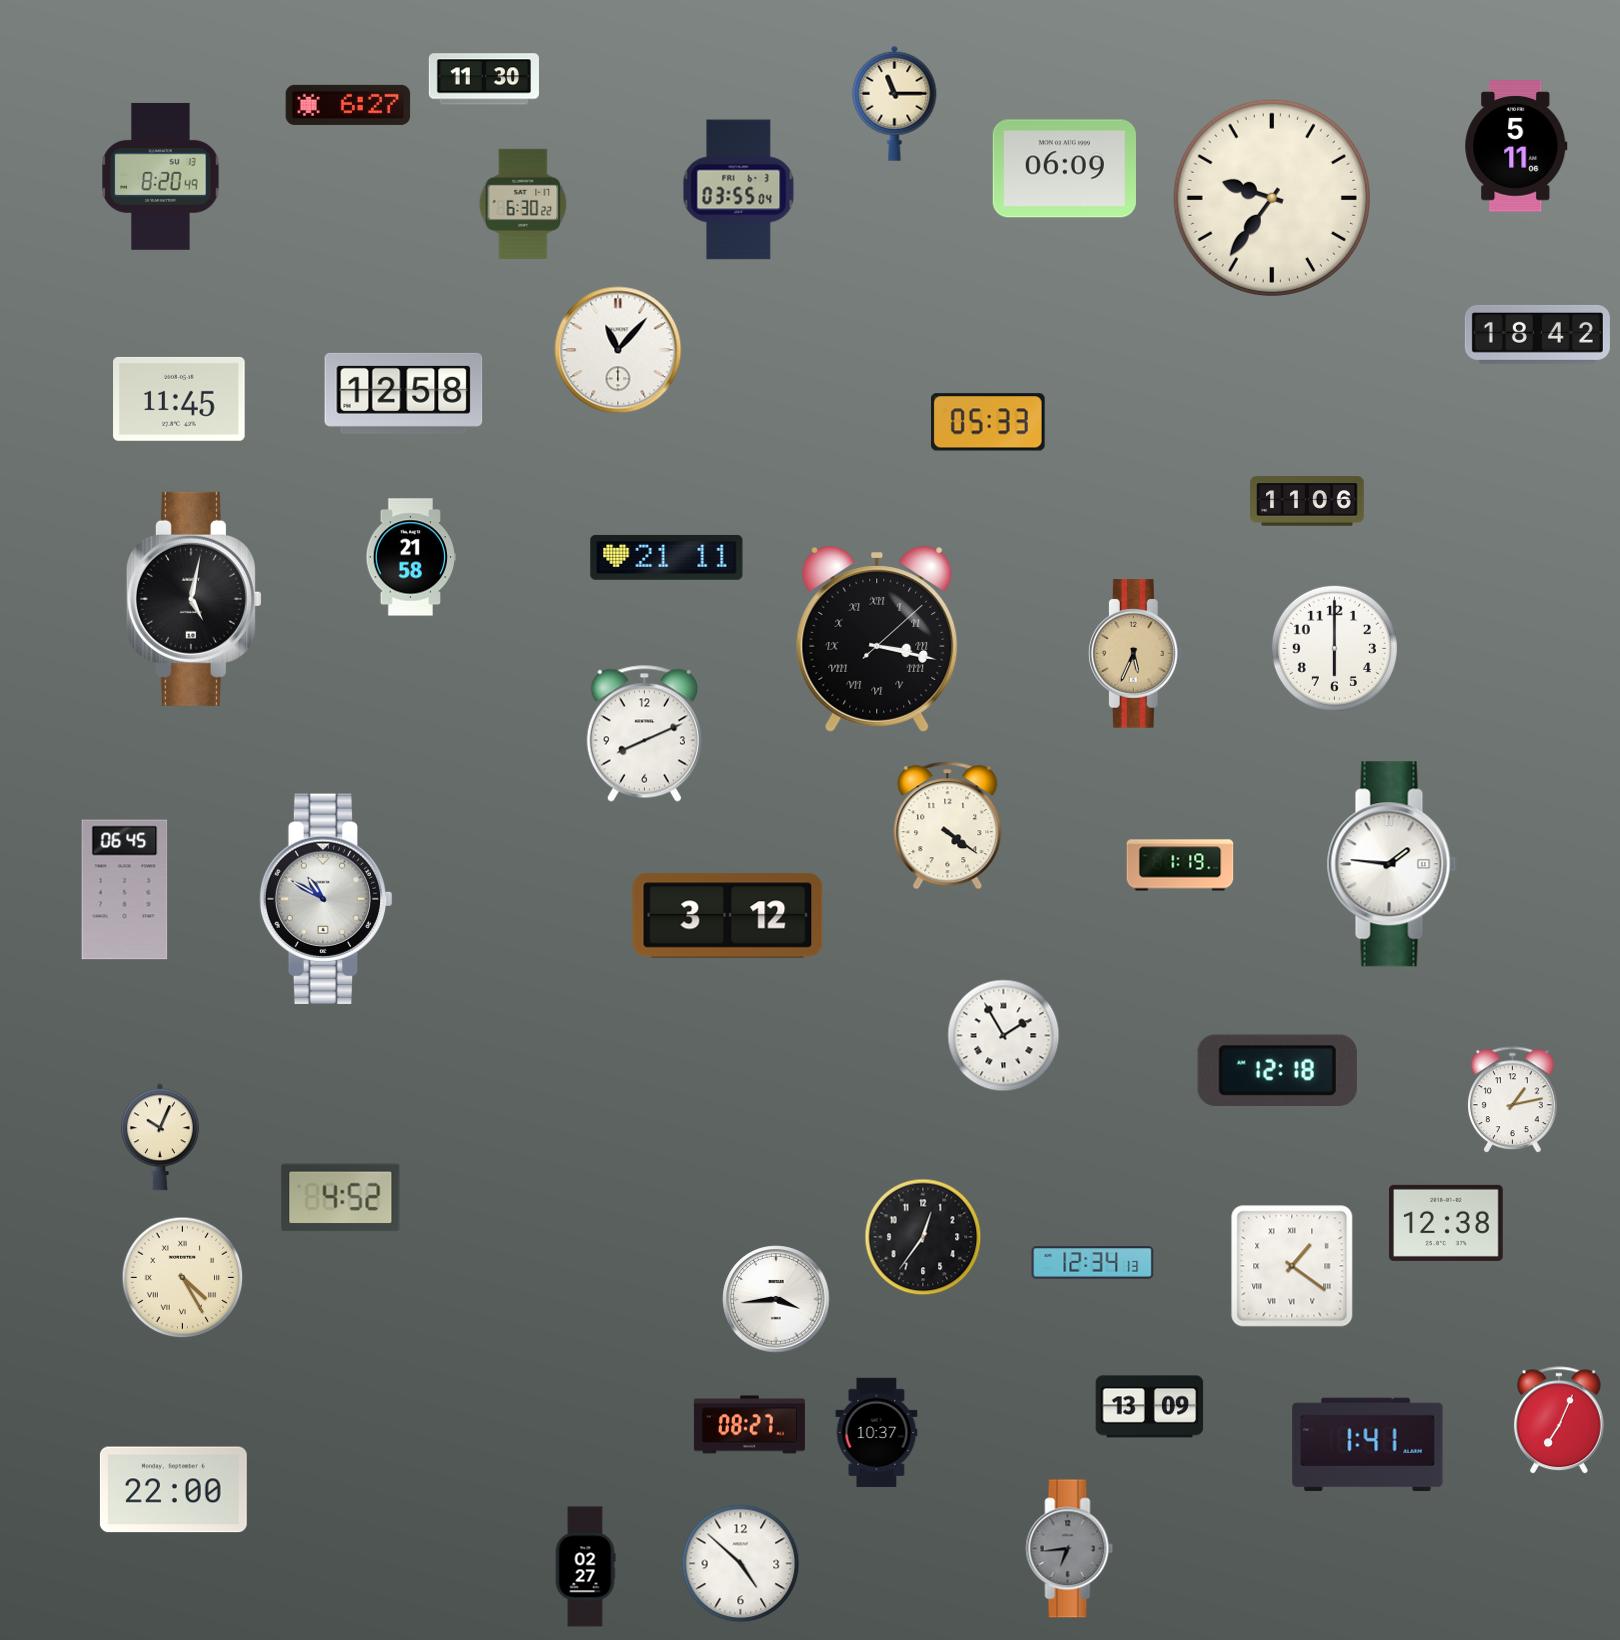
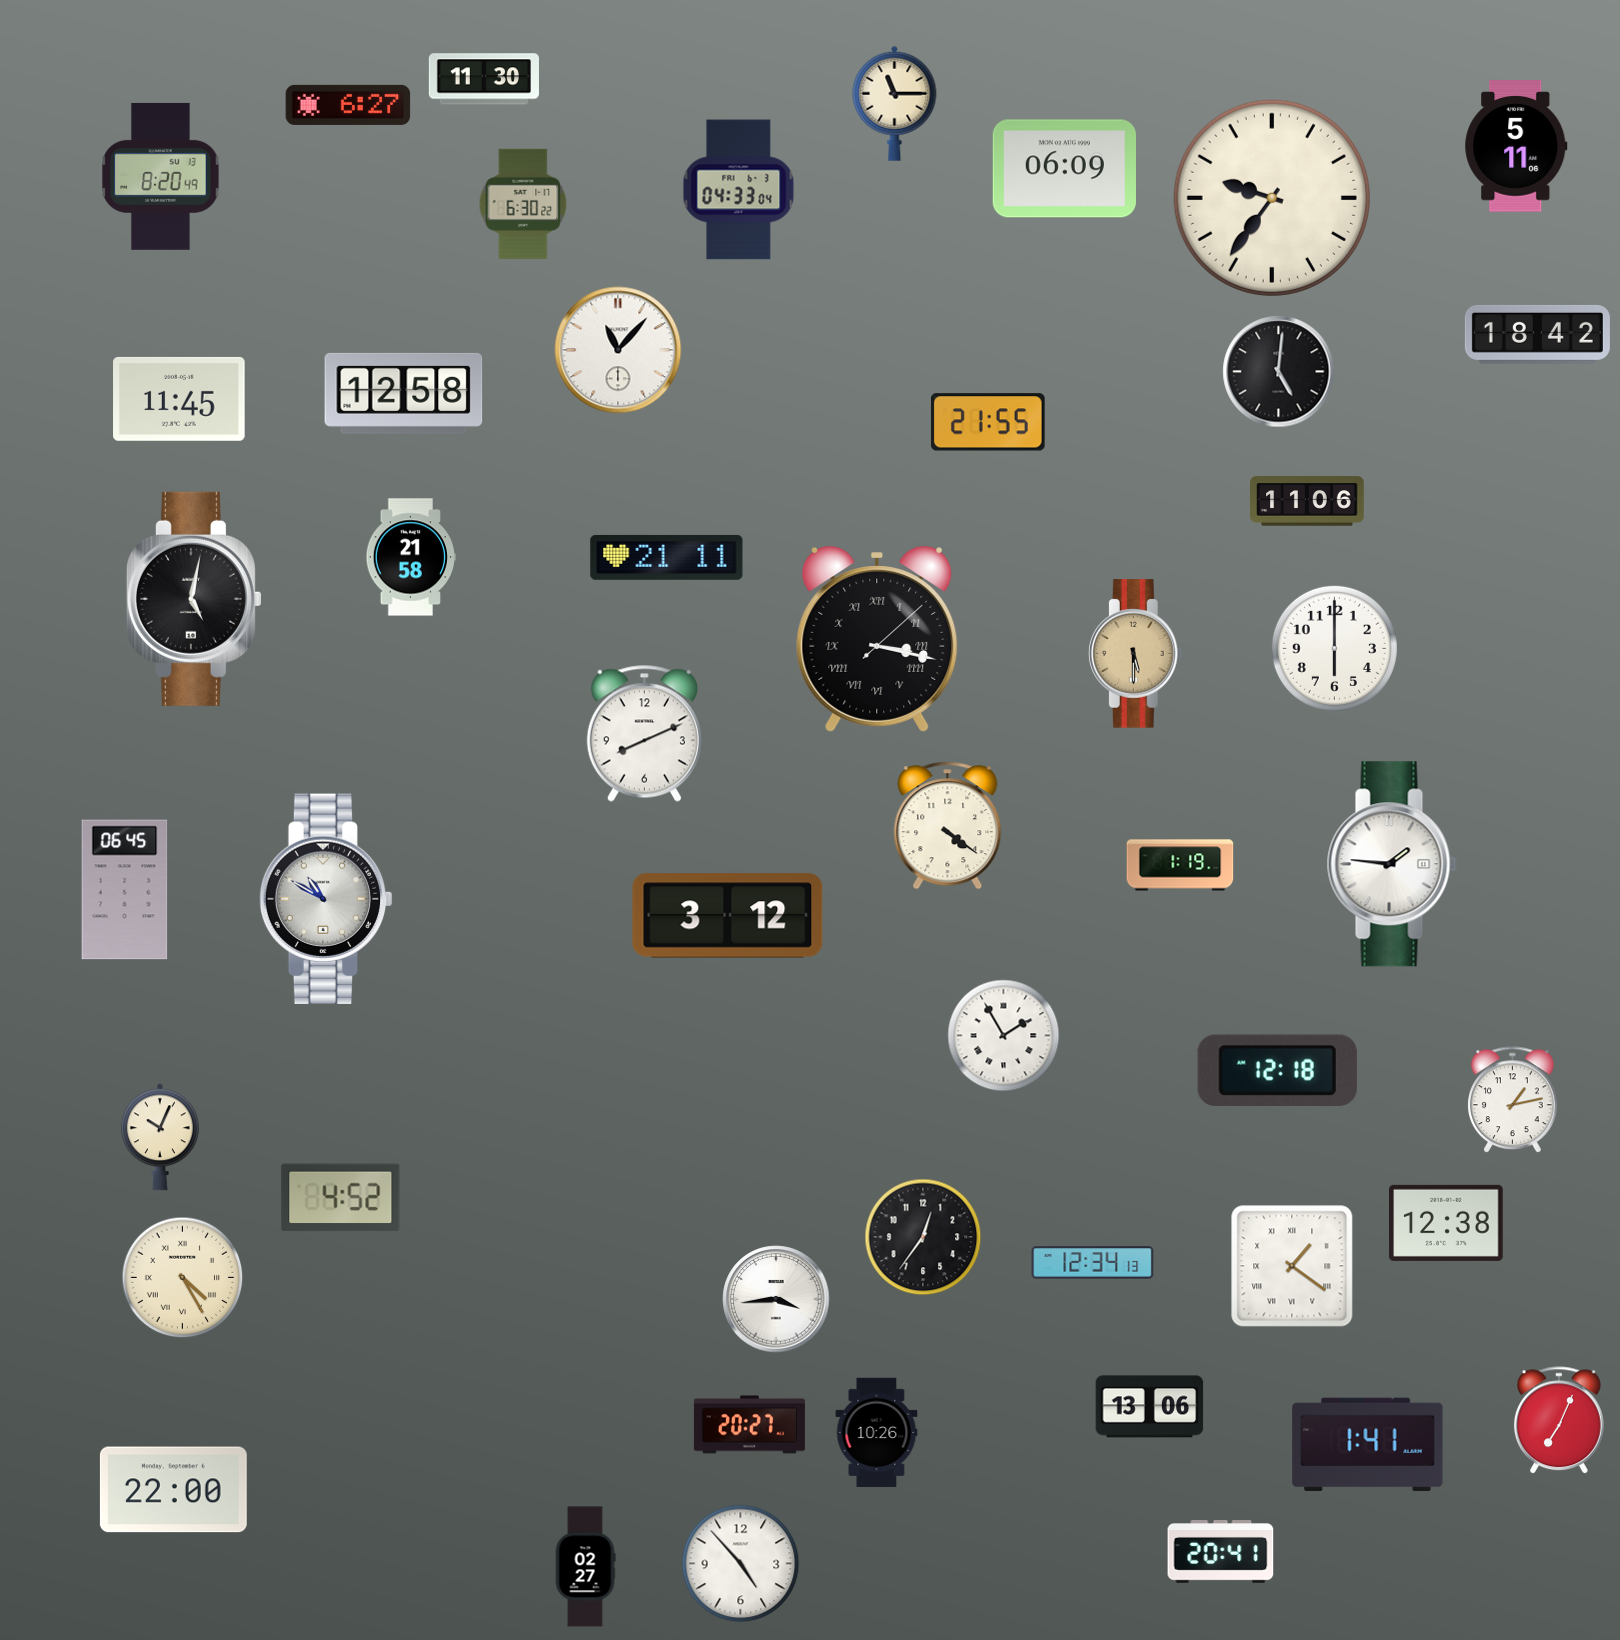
clock at (739, 190): 03:55 -> 04:33
clock at (1279, 372): none -> 5:01
clock at (988, 422): 05:33 -> 21:55
clock at (1135, 654): 5:34 -> 5:30
clock at (1150, 1407): 13:09 -> 13:06
clock at (749, 1425): 08:27 -> 20:27
clock at (877, 1433): 10:37 -> 10:26
clock at (1070, 1549): 6:44 -> none
clock at (1221, 1552): none -> 20:41
clock at (741, 1564): 4:52 -> 4:53
